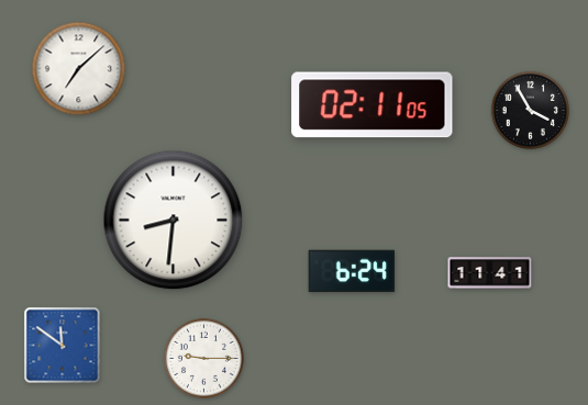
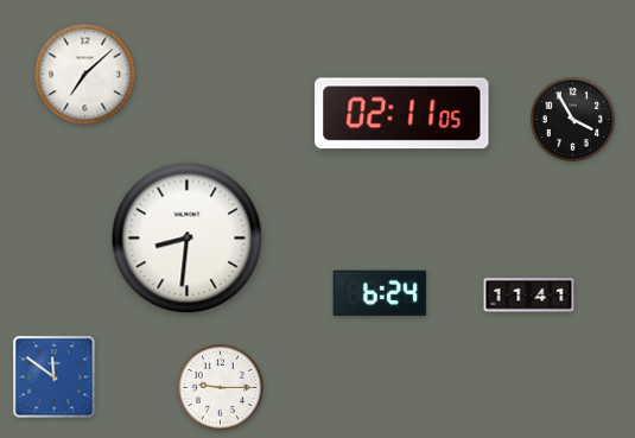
clock at (63, 346) position: (63, 346) -> (55, 377)
